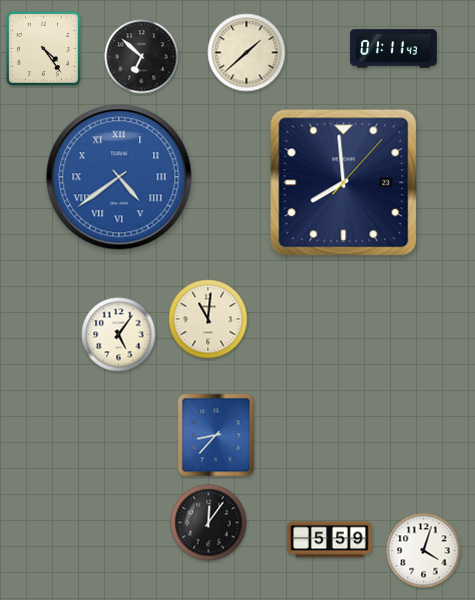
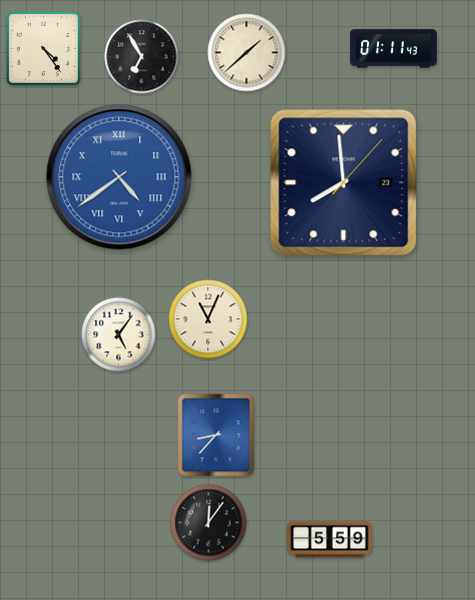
clock at (142, 57): 6:52 -> 6:55
clock at (208, 319): 11:01 -> 11:04
clock at (424, 551): 4:03 -> none
